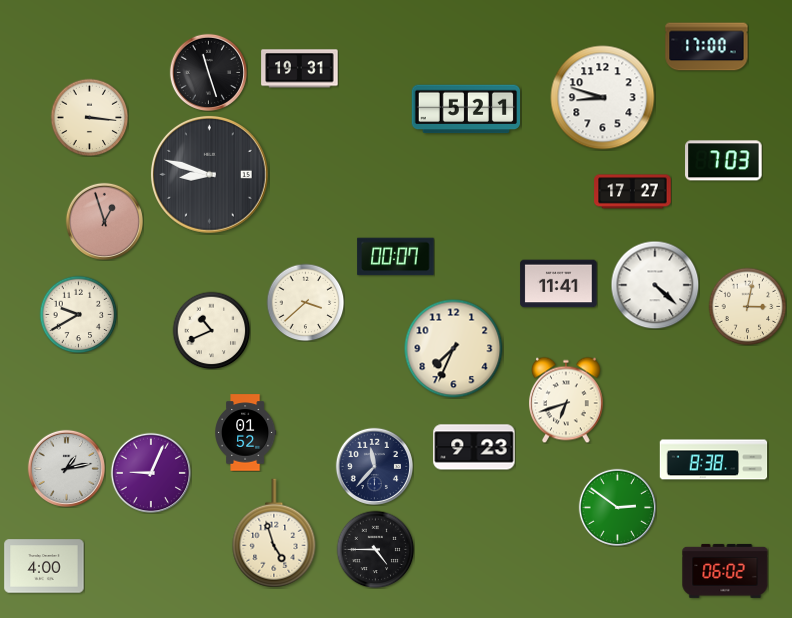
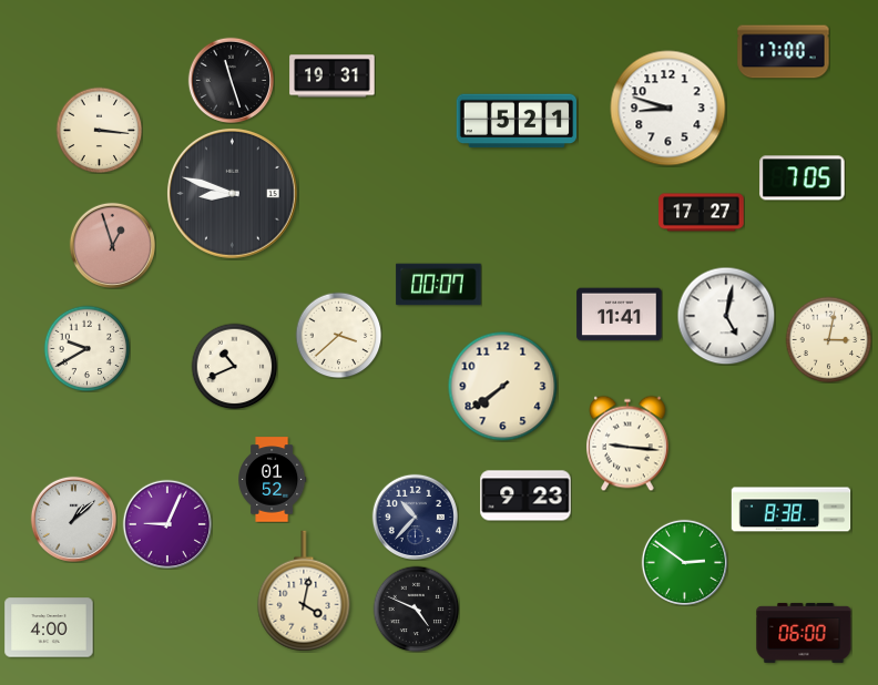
clock at (724, 161): 7:03 -> 7:05
clock at (104, 221) position: (104, 221) -> (112, 245)
clock at (655, 285): 4:22 -> 5:02
clock at (454, 349): 7:34 -> 7:39
clock at (567, 400): 6:42 -> 9:16
clock at (374, 466): 11:37 -> 10:37
clock at (66, 468): 1:13 -> 1:08
clock at (274, 533): 4:57 -> 4:02
clock at (375, 549): 4:45 -> 4:49
clock at (725, 571): 06:02 -> 06:00
